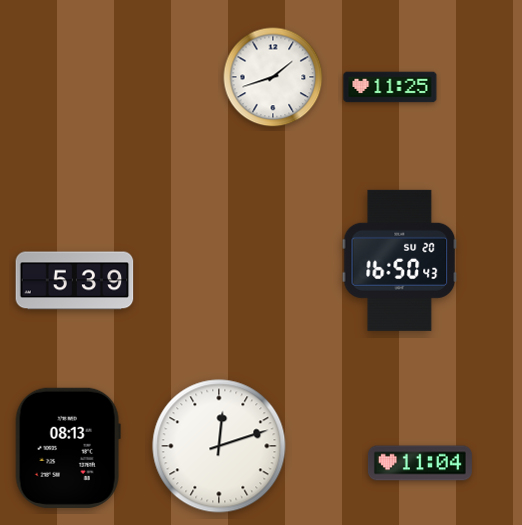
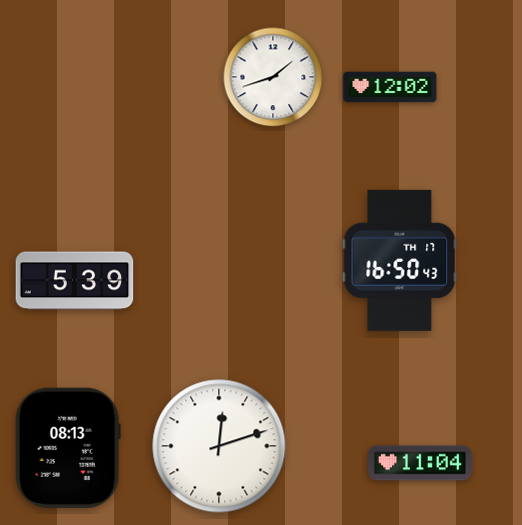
clock at (390, 87): 11:25 -> 12:02
clock at (400, 260) date: SU 20 -> TH 17
